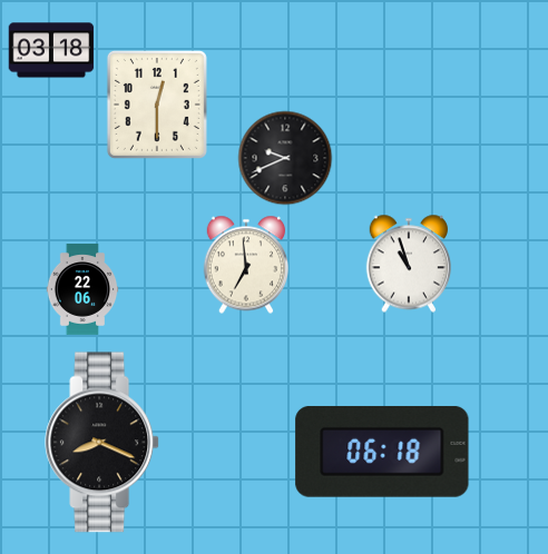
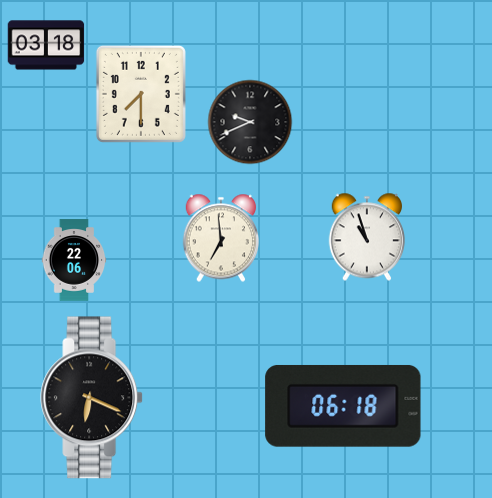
clock at (157, 105): 12:30 -> 7:30
clock at (285, 158) position: (285, 158) -> (250, 122)
clock at (102, 443): 8:19 -> 6:19
